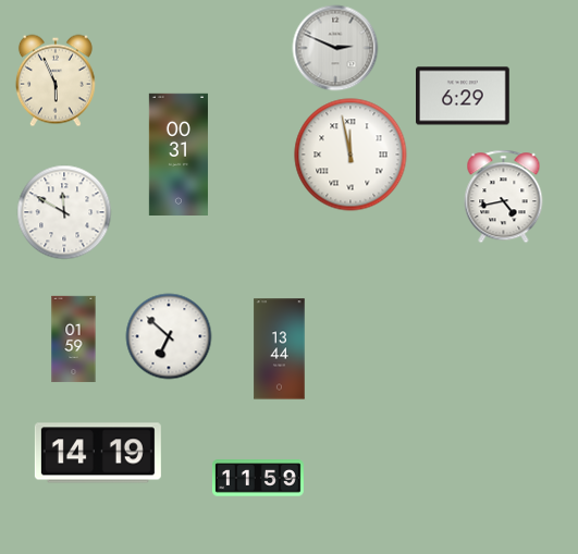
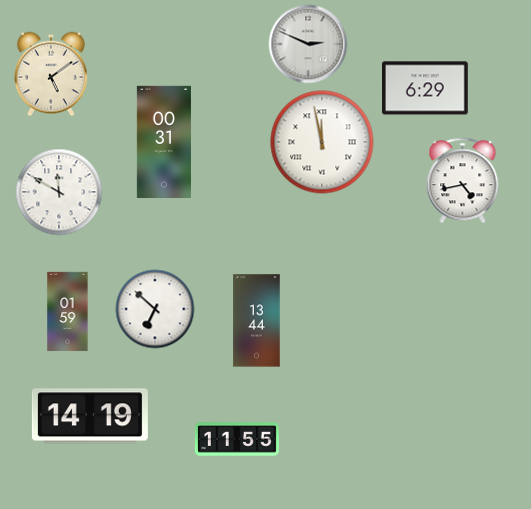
clock at (56, 81): 5:56 -> 5:09
clock at (64, 212) position: (64, 212) -> (59, 192)
clock at (258, 478): 11:59 -> 11:55
